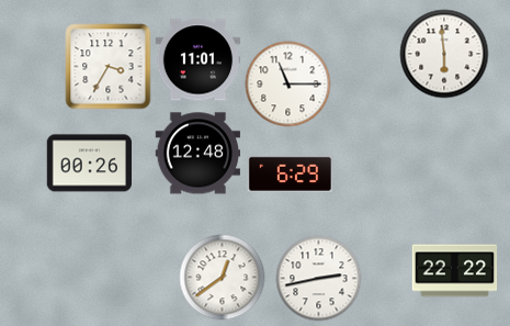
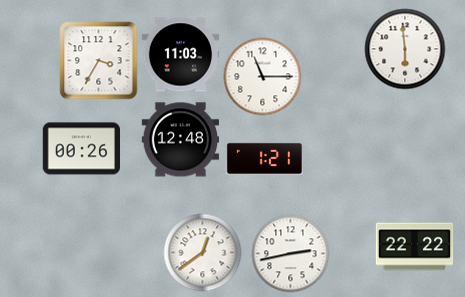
clock at (197, 60): 11:01 -> 11:03
clock at (290, 173): 6:29 -> 1:21
